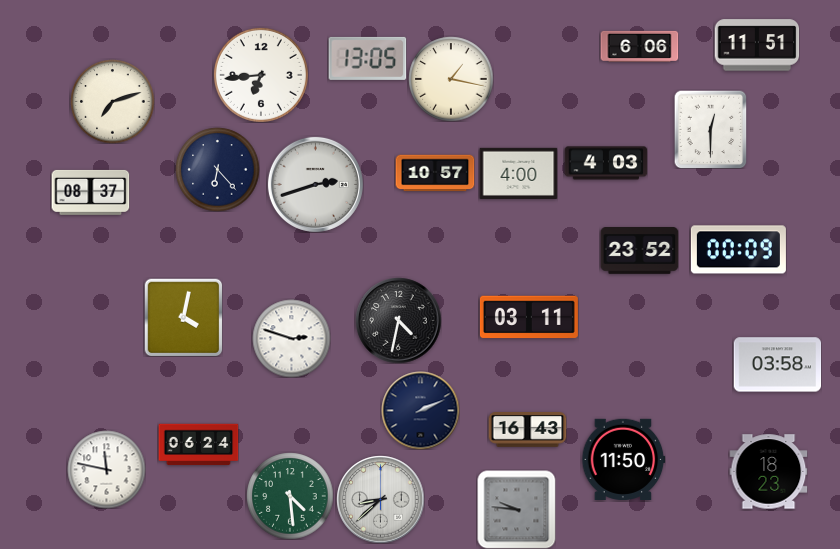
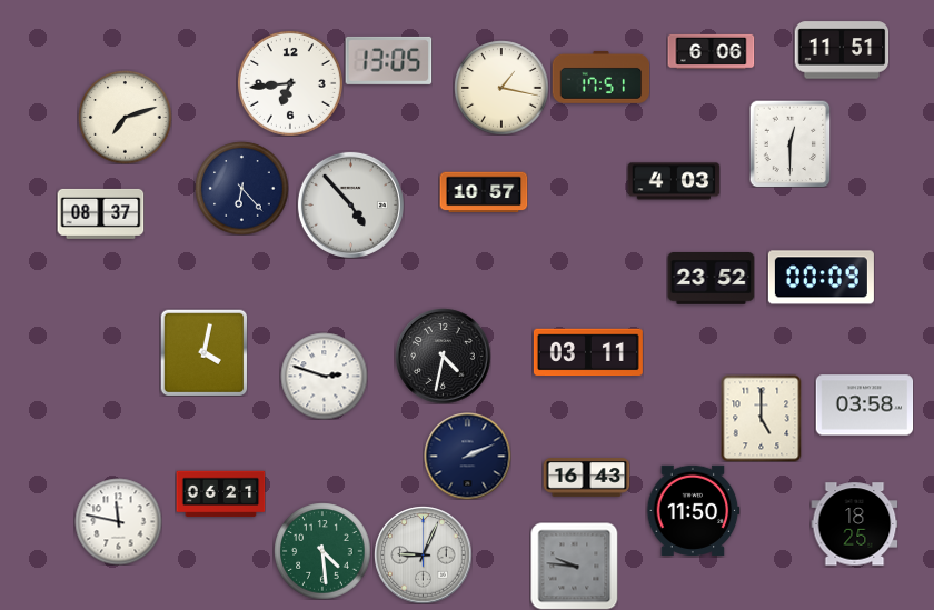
clock at (367, 58) position: (367, 58) -> (388, 60)
clock at (600, 77): none -> 17:51
clock at (112, 101) position: (112, 101) -> (125, 117)
clock at (518, 173): 4:00 -> none
clock at (315, 184): 2:42 -> 4:53
clock at (762, 418): none -> 5:00
clock at (198, 445): 06:24 -> 06:21
clock at (768, 472): 18:23 -> 18:25
clock at (380, 499): 8:38 -> 9:04
